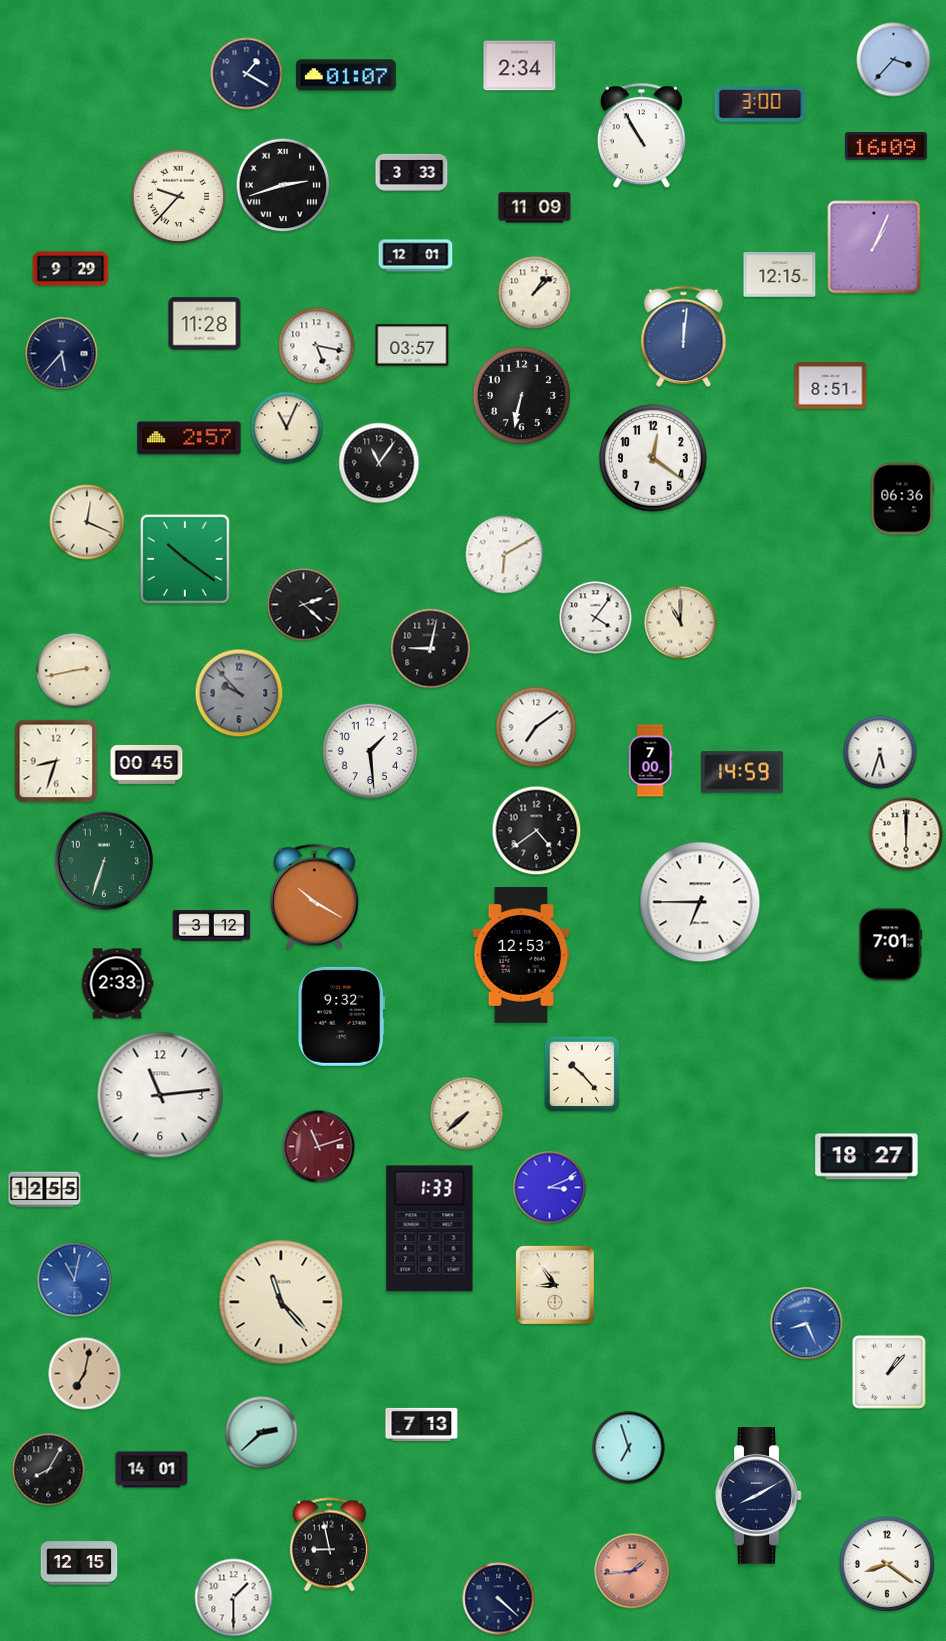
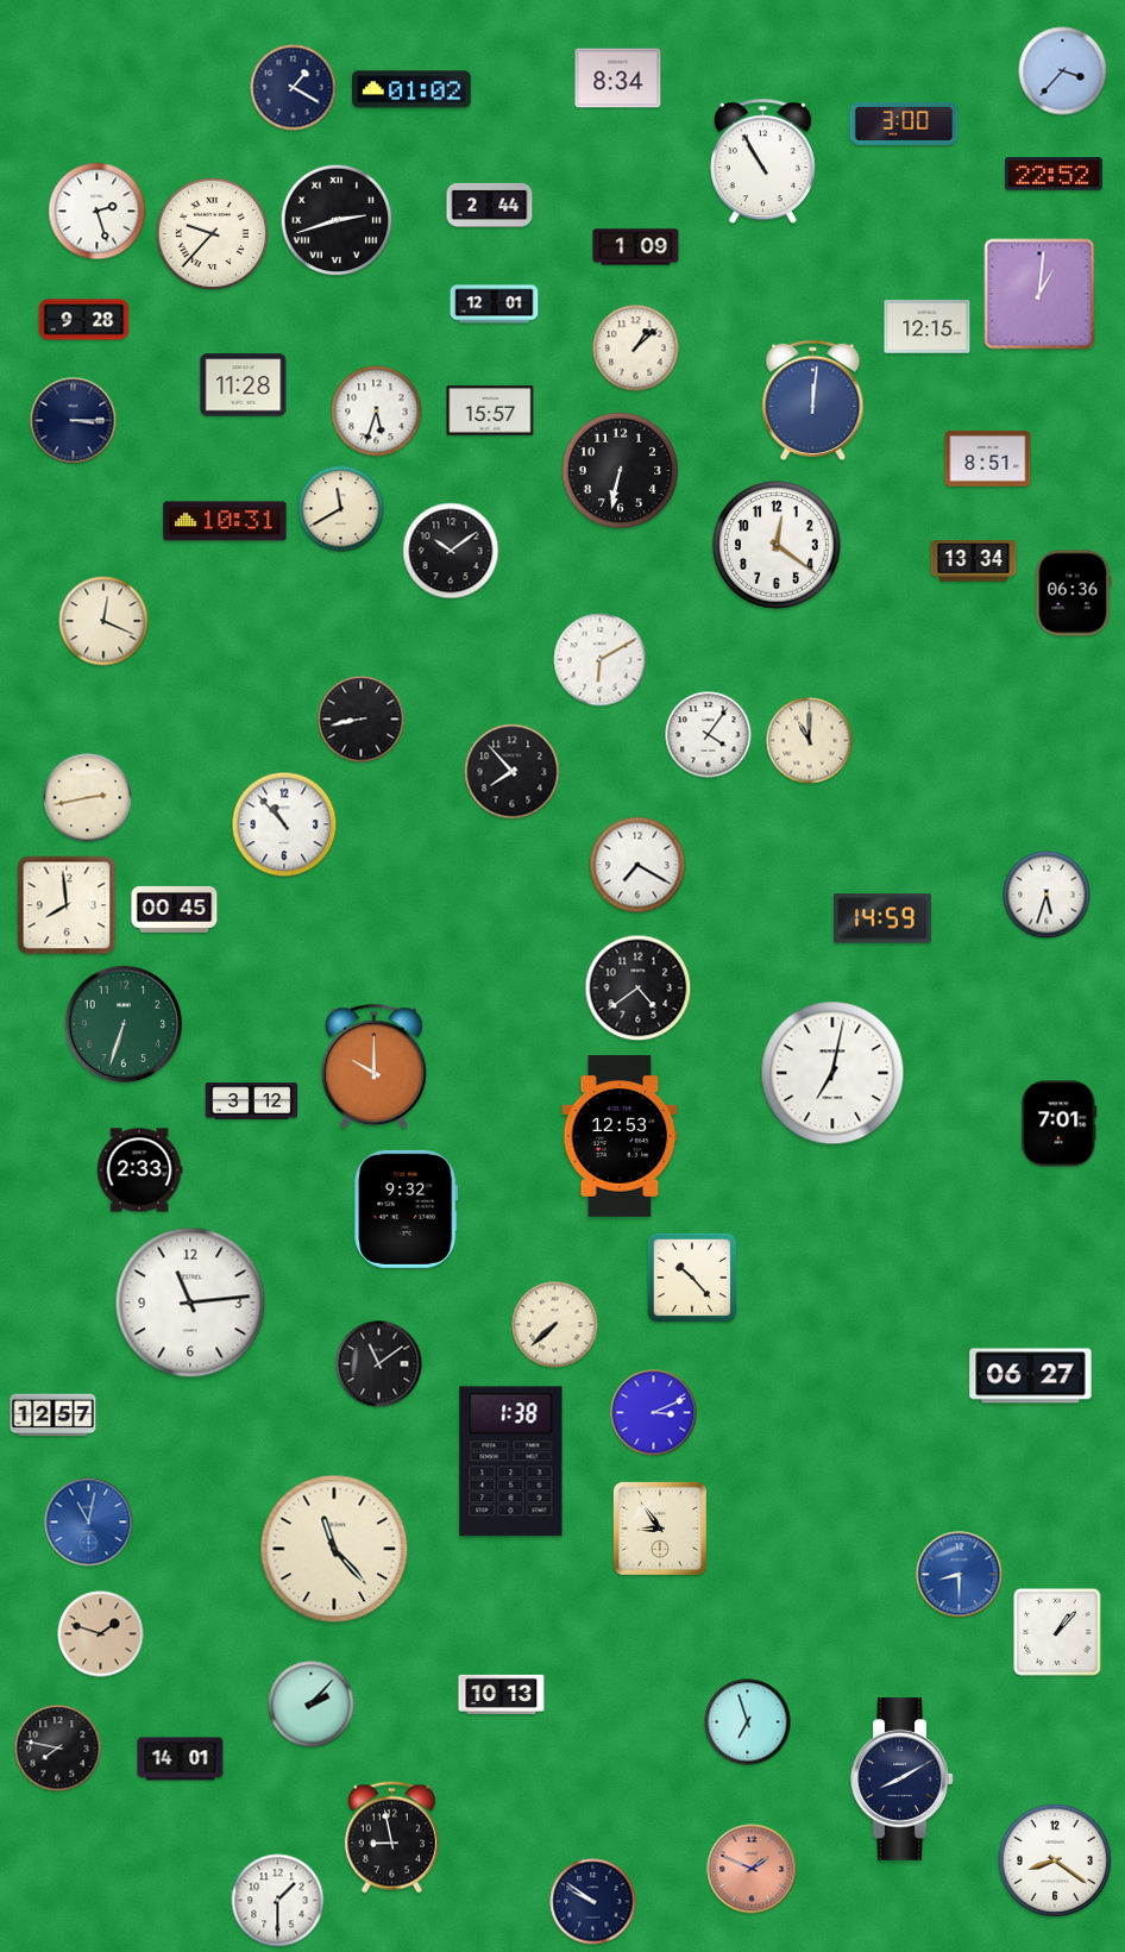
clock at (520, 66): 2:34 -> 8:34
clock at (347, 75): 01:07 -> 01:02
clock at (887, 146): 16:09 -> 22:52
clock at (412, 172): 3:33 -> 2:44
clock at (98, 212): none -> 2:27
clock at (535, 208): 11:09 -> 1:09
clock at (874, 247): 1:04 -> 1:01
clock at (71, 269): 9:29 -> 9:28
clock at (412, 345): 03:57 -> 15:57
clock at (317, 346): 5:17 -> 5:33
clock at (62, 354): 5:37 -> 3:15
clock at (287, 428): 11:04 -> 11:40
clock at (189, 438): 2:57 -> 10:31
clock at (379, 463): 11:06 -> 10:09
clock at (974, 561): none -> 13:34
clock at (185, 559): 10:21 -> none
clock at (304, 605): 2:22 -> 8:43
clock at (431, 649): 9:02 -> 7:53
clock at (239, 693): 9:53 -> 10:53
clock at (239, 693) dial: grey -> white
clock at (536, 727): 7:09 -> 7:20
clock at (370, 751): 1:29 -> none
clock at (56, 761): 8:33 -> 7:59
clock at (650, 761): 7:00 -> none
clock at (906, 834): 6:00 -> none
clock at (314, 897): 10:20 -> 10:00
clock at (700, 902): 6:45 -> 7:02
clock at (319, 1147): 11:12 -> 11:09
clock at (319, 1147) dial: burgundy -> black
clock at (867, 1157): 18:27 -> 06:27
clock at (45, 1190): 12:55 -> 12:57
clock at (430, 1229): 1:33 -> 1:38
clock at (807, 1324): 8:26 -> 8:30
clock at (85, 1374): 7:02 -> 1:48
clock at (422, 1424): 7:13 -> 10:13
clock at (262, 1433): 2:38 -> 2:07
clock at (49, 1470): 8:05 -> 7:47
clock at (152, 1470) position: (152, 1470) -> (181, 1759)
clock at (79, 1563): 12:15 -> none
clock at (632, 1571): 1:44 -> 1:49
clock at (499, 1599): 4:22 -> 9:51
